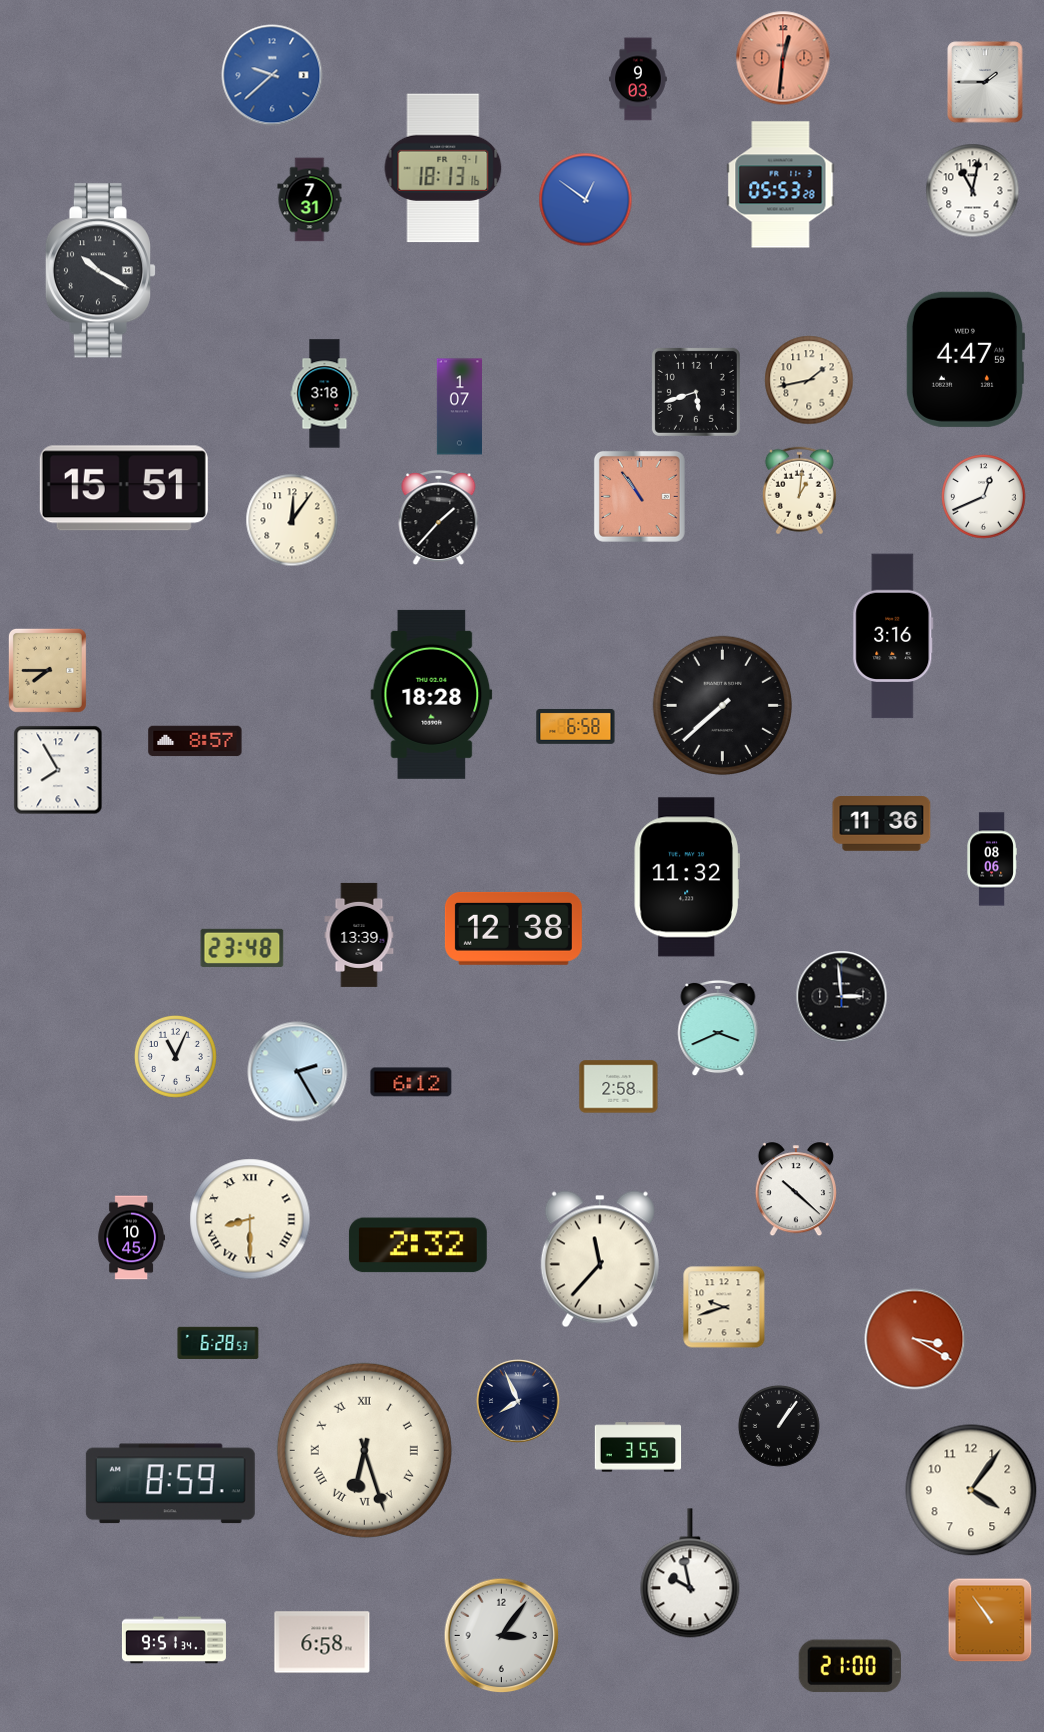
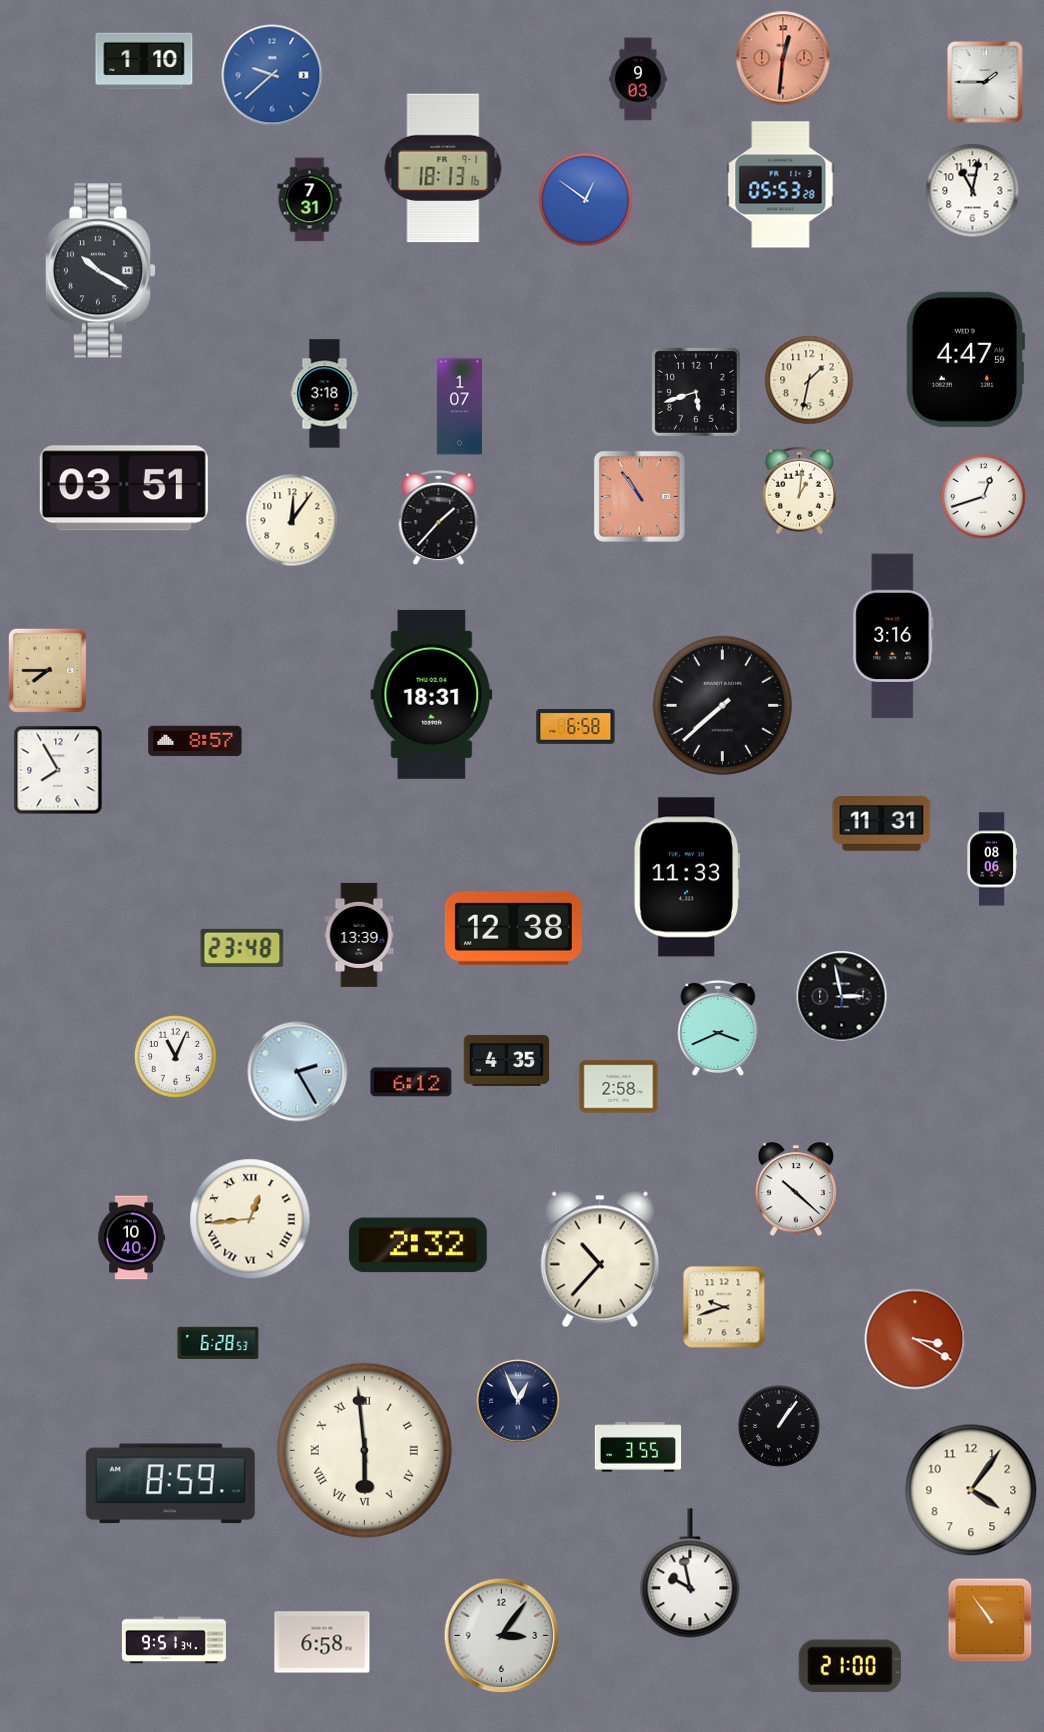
clock at (144, 61): none -> 1:10
clock at (809, 380): 1:43 -> 1:32
clock at (124, 488): 15:51 -> 03:51
clock at (984, 497): 12:41 -> 12:42
clock at (432, 694): 18:28 -> 18:31
clock at (882, 824): 11:36 -> 11:31
clock at (687, 877): 11:32 -> 11:33
clock at (842, 997): 2:59 -> 2:58
clock at (507, 1060): none -> 4:35
clock at (250, 1219): 8:30 -> 12:44
clock at (131, 1238): 10:45 -> 10:40
clock at (600, 1259): 11:37 -> 10:37
clock at (518, 1401): 7:56 -> 12:56
clock at (364, 1450): 6:27 -> 5:59
